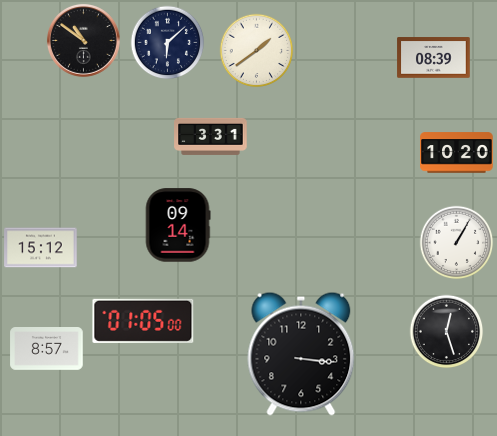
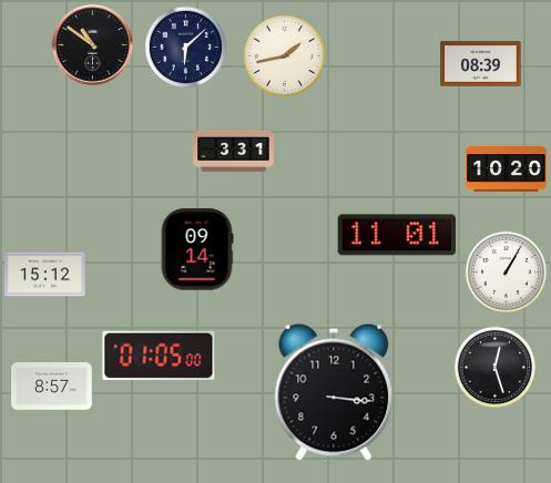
clock at (257, 51): 1:39 -> 1:43
clock at (397, 235): none -> 11:01
clock at (457, 243) position: (457, 243) -> (507, 273)
